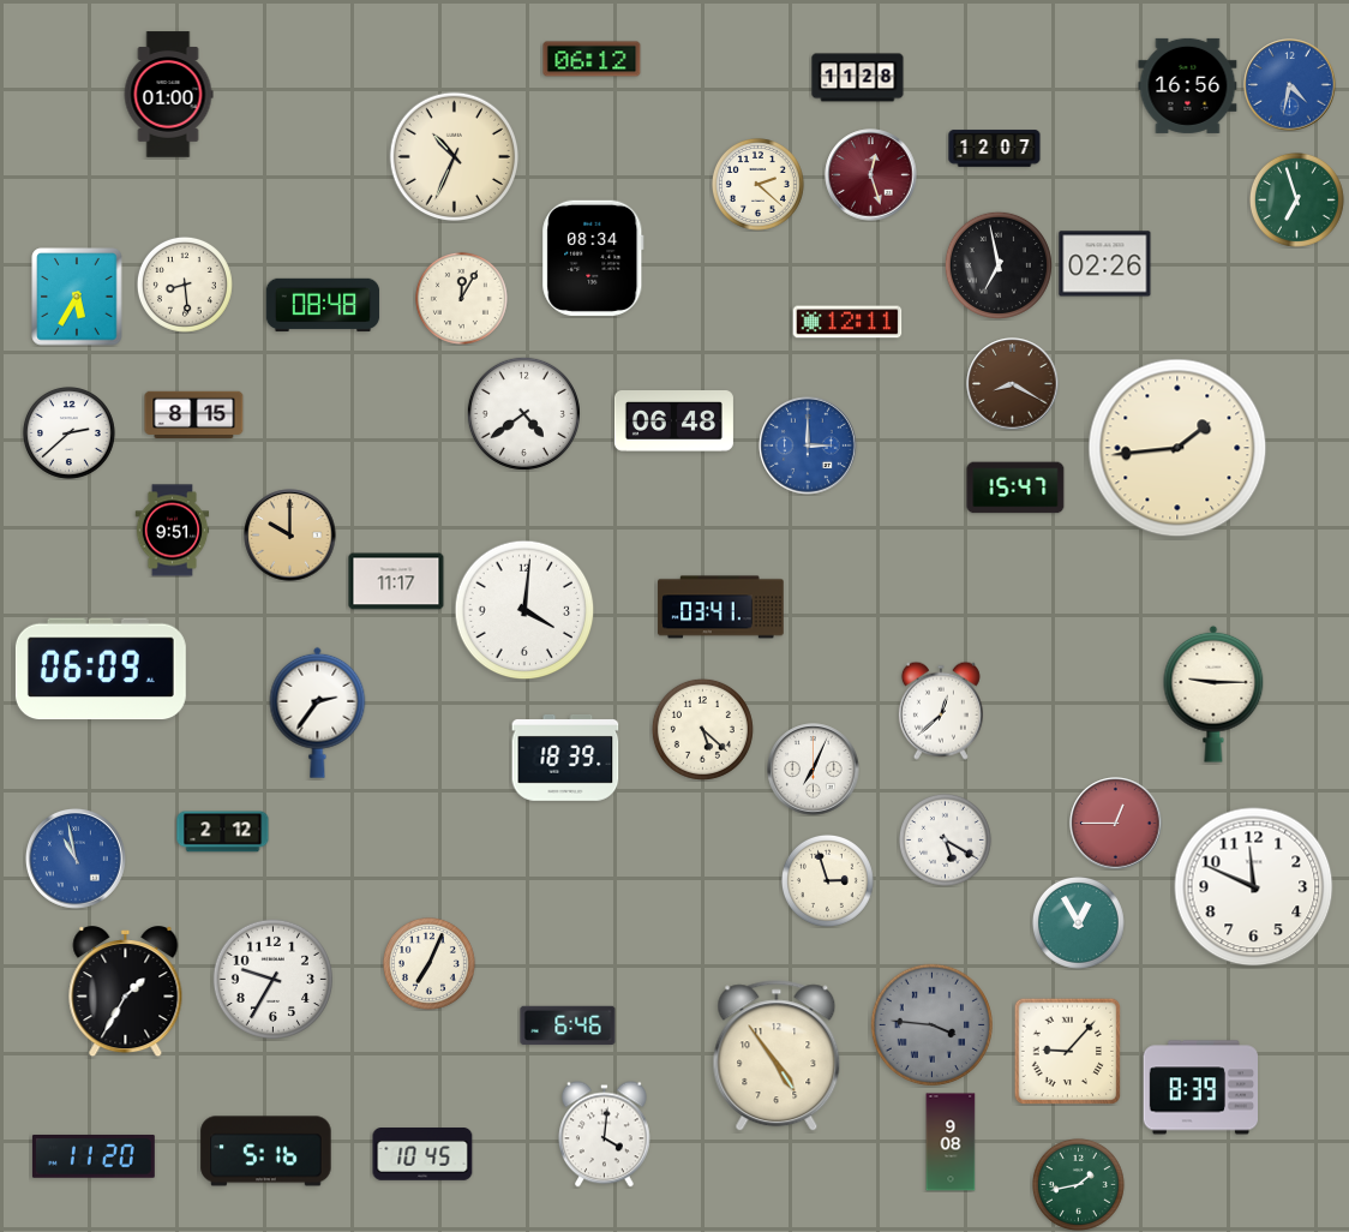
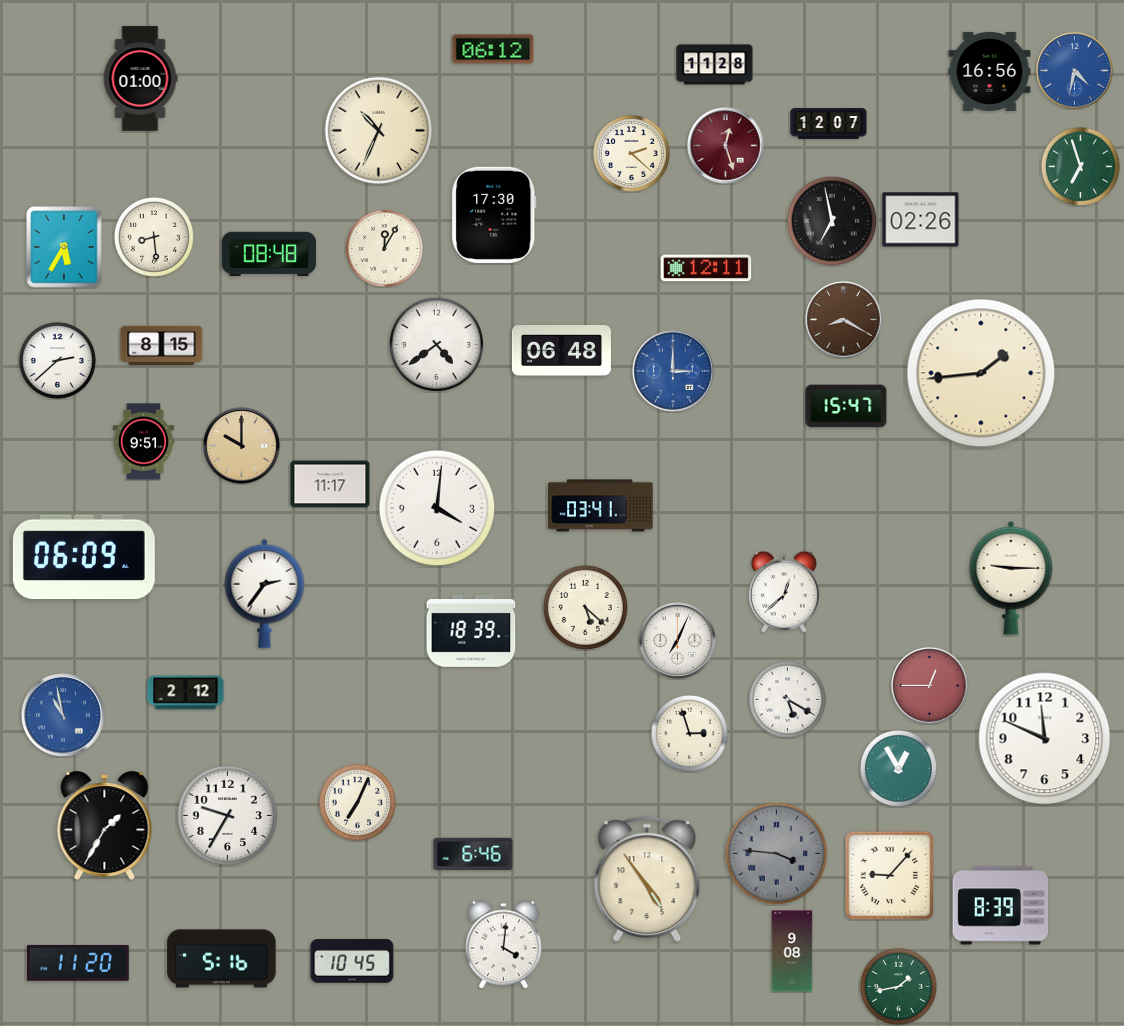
clock at (593, 258): 08:34 -> 17:30
